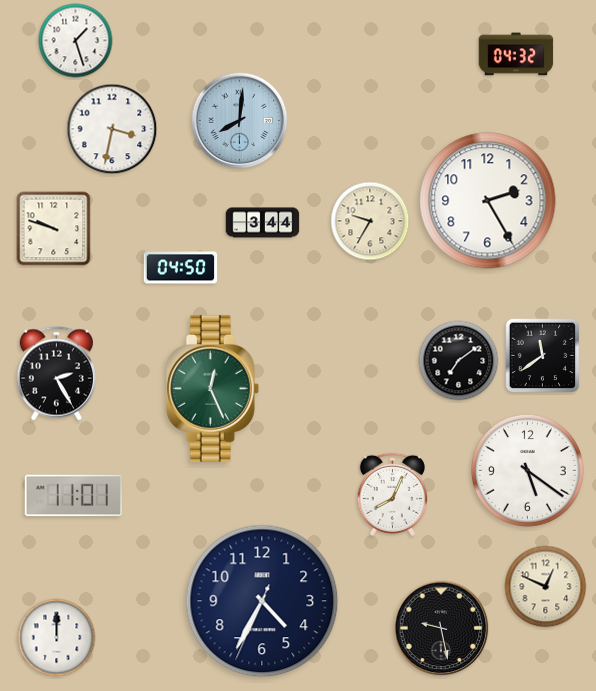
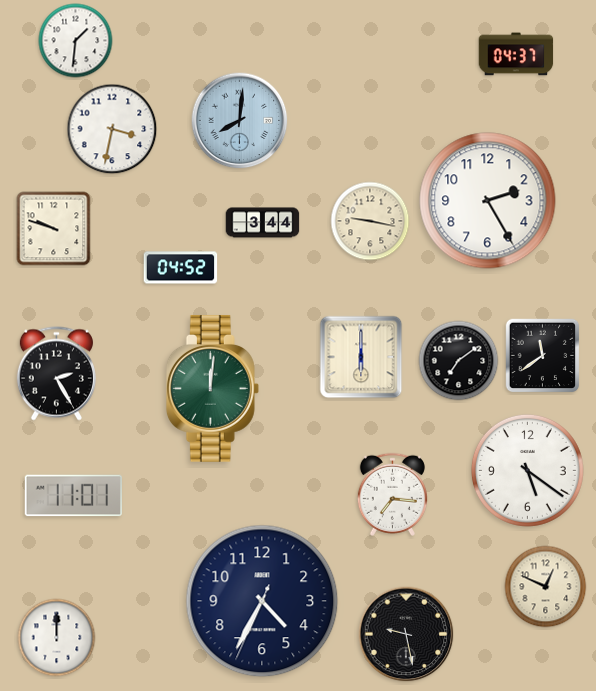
clock at (76, 41): 1:27 -> 1:31
clock at (516, 54): 04:32 -> 04:37
clock at (370, 221): 9:35 -> 9:17
clock at (181, 268): 04:50 -> 04:52
clock at (361, 357): none -> 6:00
clock at (212, 388): 12:26 -> 12:01
clock at (392, 494): 8:04 -> 7:16
clock at (441, 628) position: (441, 628) -> (406, 634)
